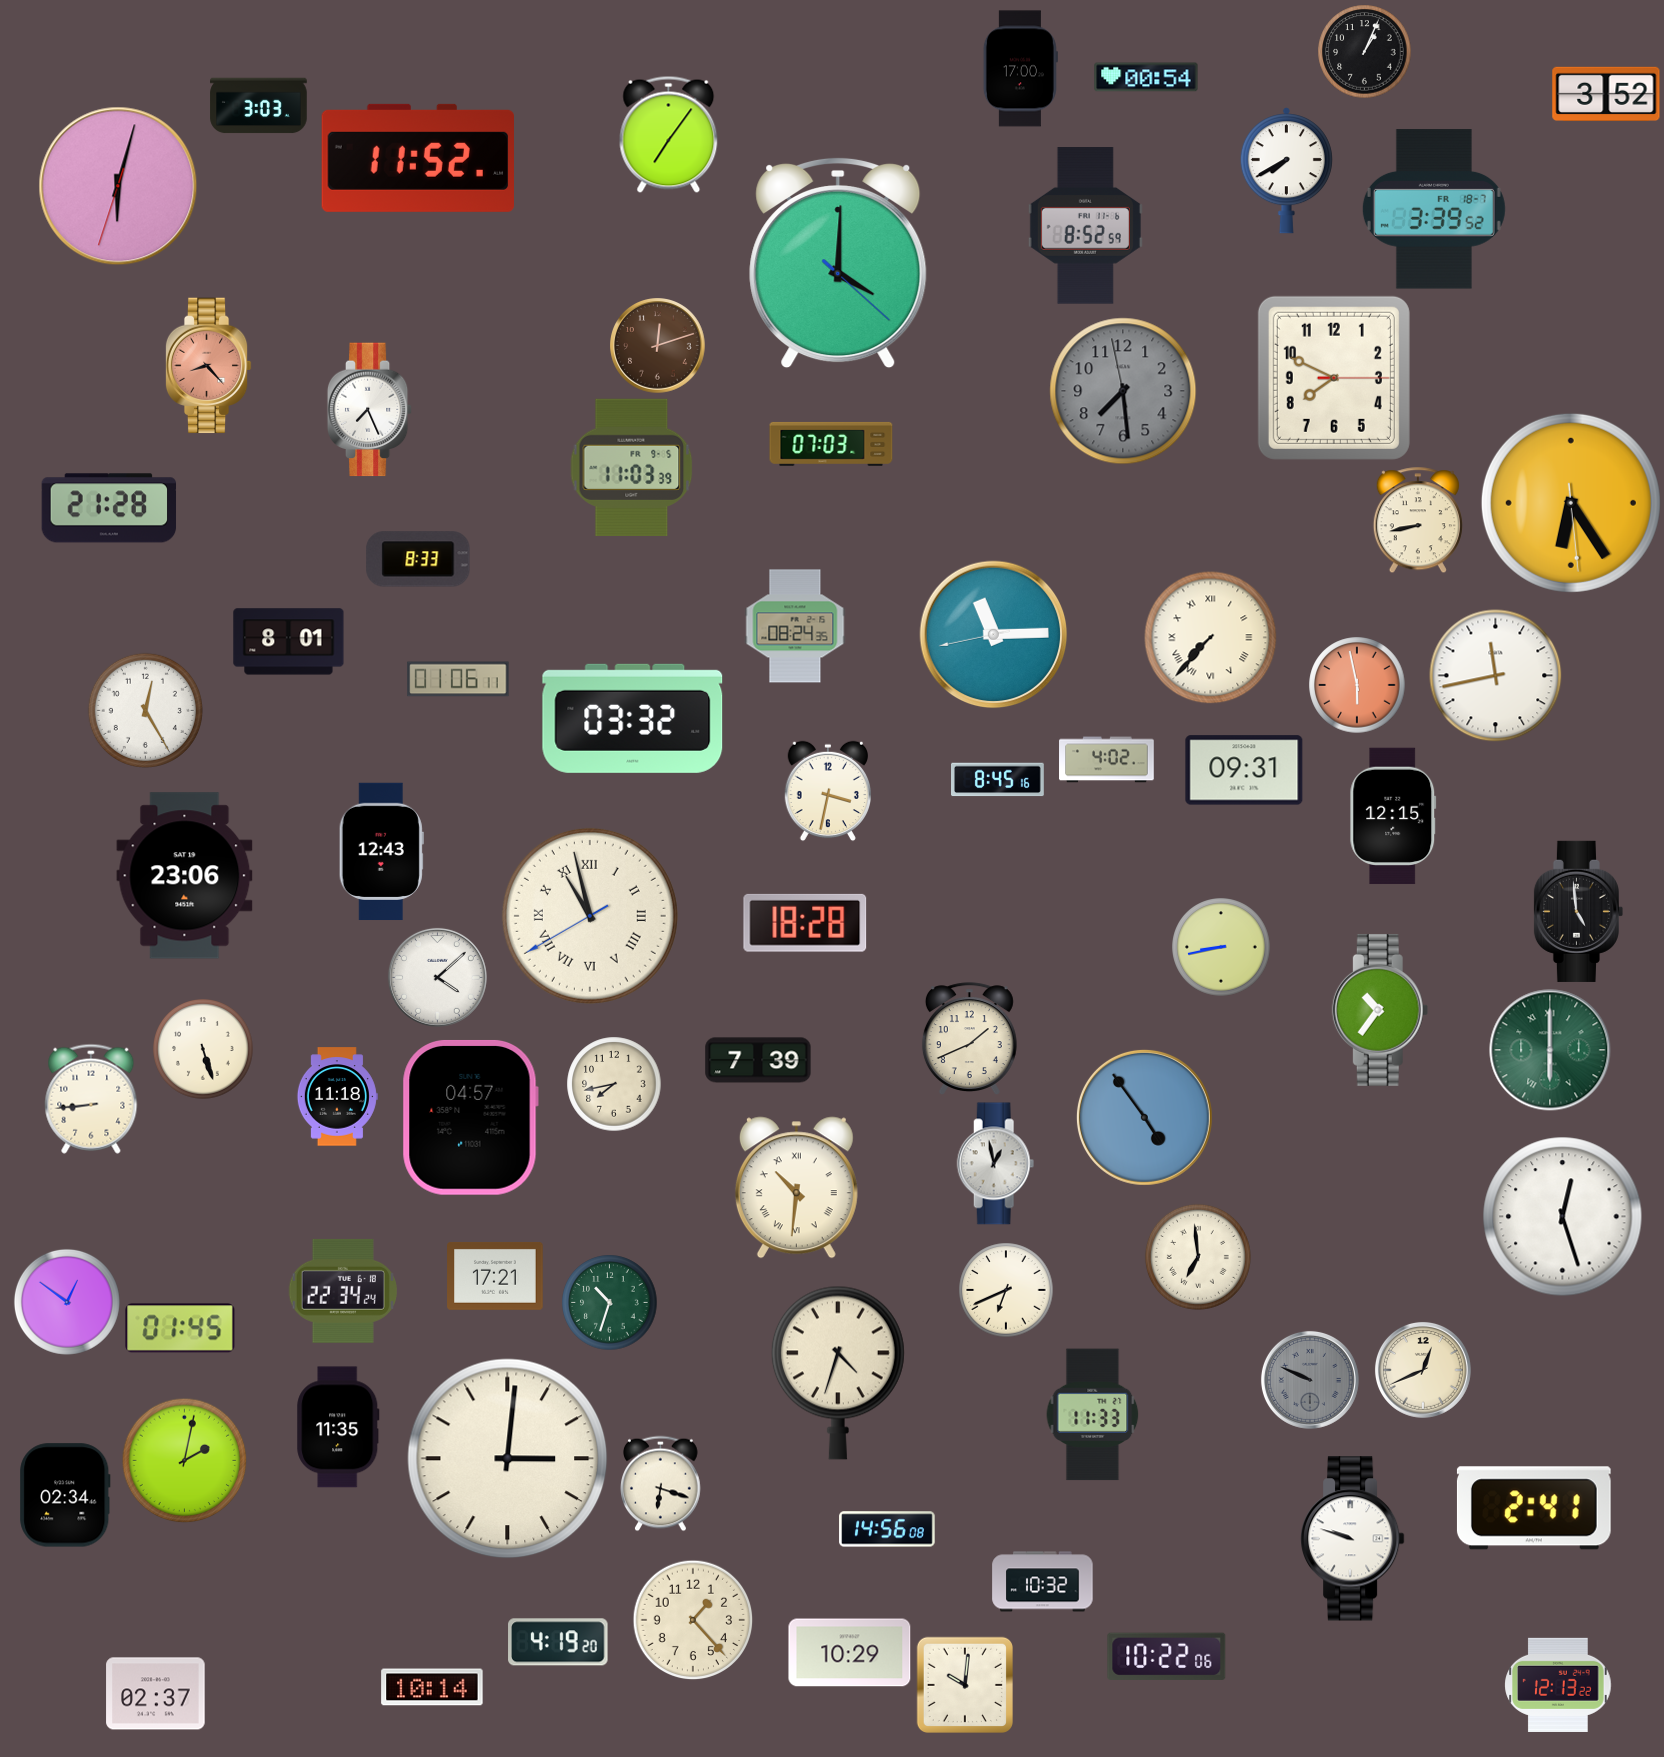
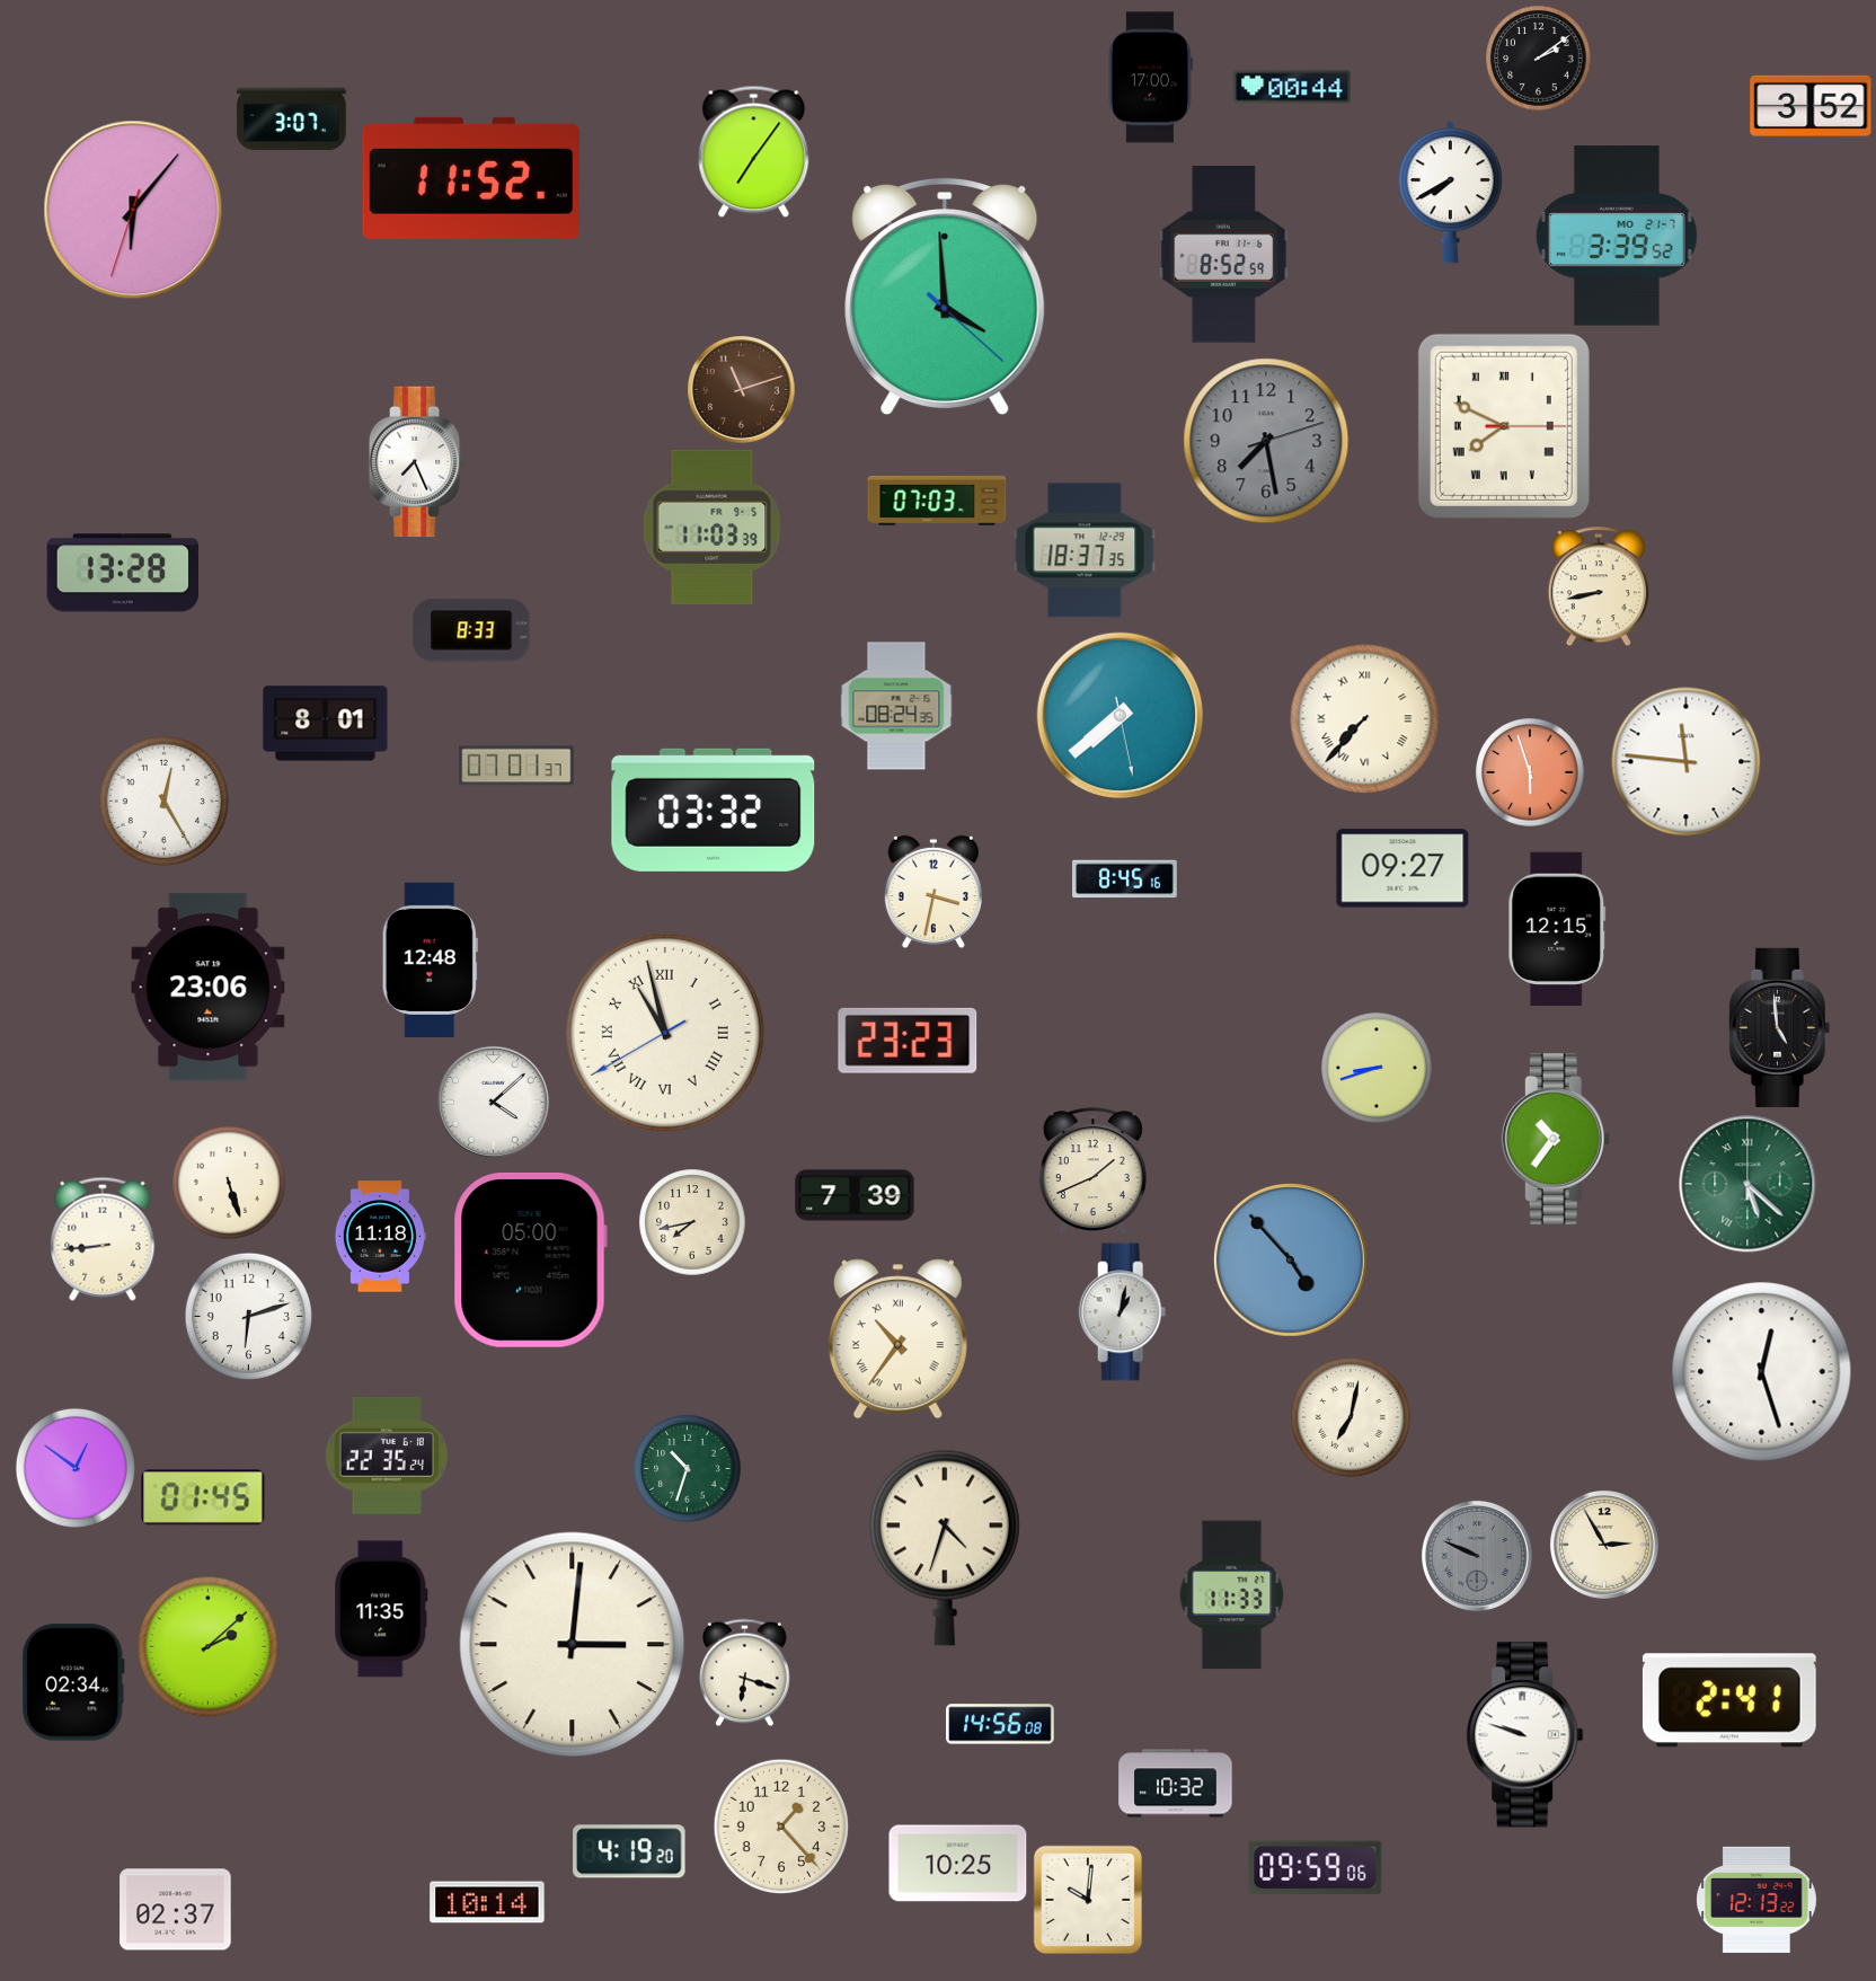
clock at (1364, 51): 1:04 -> 2:09
clock at (1146, 77): 00:54 -> 00:44
clock at (259, 106): 3:03 -> 3:07
clock at (118, 186): 6:02 -> 6:06
clock at (1434, 209) date: FR 18-7 -> MO 21-7
clock at (838, 263): 4:00 -> 3:59
clock at (658, 346): 12:12 -> 11:12
clock at (208, 366): 8:23 -> none
clock at (1334, 378) numerals: Arabic -> Roman
clock at (1123, 391): 7:28:58 -> 7:28:12
clock at (1085, 550): none -> 18:37
clock at (1571, 503): 6:24 -> none
clock at (109, 508): 21:28 -> 13:28
clock at (994, 635): 11:14 -> 7:38
clock at (1496, 676): 11:43 -> 11:46
clock at (458, 679): 01:06 -> 07:01
clock at (1357, 685): 5:58 -> 5:57
clock at (1107, 760): 4:02 -> none
clock at (1244, 770): 09:31 -> 09:27
clock at (1393, 816) position: (1393, 816) -> (1557, 929)
clock at (381, 852): 12:43 -> 12:48
clock at (805, 923): 18:28 -> 23:23
clock at (1221, 947): 8:43 -> 8:42
clock at (1550, 1050): 6:00 -> 5:22
clock at (470, 1117): 04:57 -> 05:00
clock at (1144, 1117): 4:54 -> 4:53
clock at (996, 1164): 12:58 -> 1:02
clock at (248, 1316): none -> 6:12
clock at (796, 1188): 10:31 -> 10:36
clock at (1198, 1257): 6:59 -> 7:02
clock at (495, 1277): 17:21 -> none
clock at (1006, 1290): 6:41 -> none
clock at (343, 1291): 22:34 -> 22:35
clock at (1423, 1370): 12:41 -> 2:55
clock at (184, 1460): 2:02 -> 2:08
clock at (65, 1495) position: (65, 1495) -> (73, 1682)
clock at (850, 1653): 10:29 -> 10:25
clock at (1167, 1656): 10:22 -> 09:59
